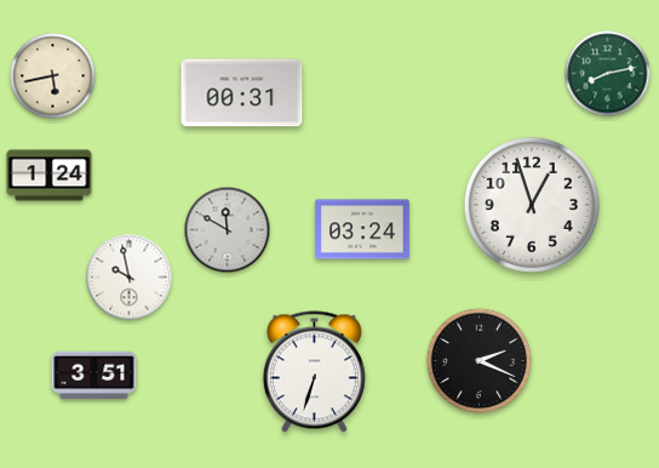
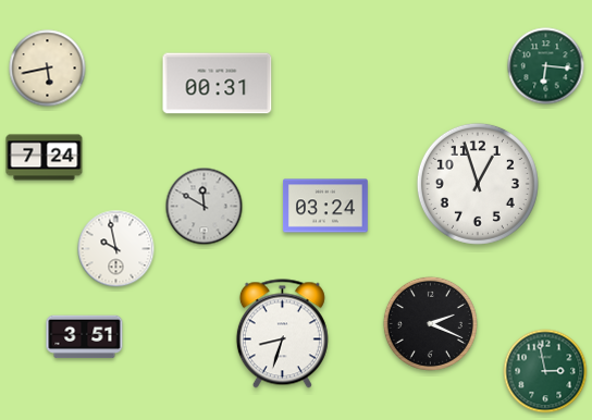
clock at (608, 74): 8:13 -> 6:16
clock at (50, 176): 1:24 -> 7:24
clock at (314, 372): 6:33 -> 8:33
clock at (545, 371): none -> 2:58
